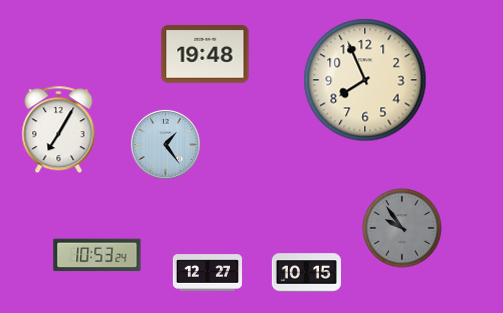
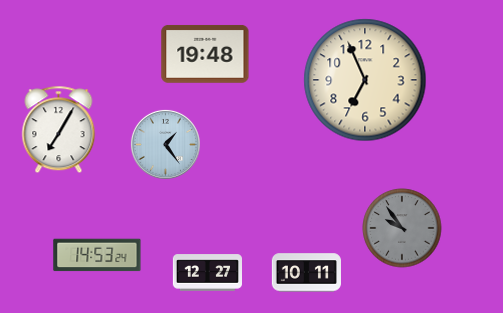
clock at (365, 80): 7:56 -> 6:56
clock at (97, 255): 10:53 -> 14:53
clock at (306, 273): 10:15 -> 10:11
